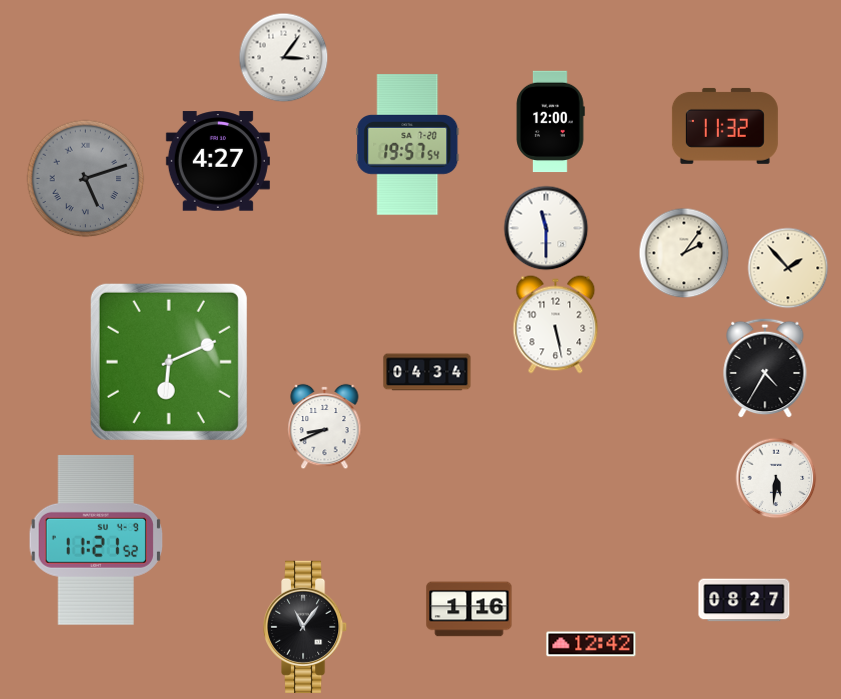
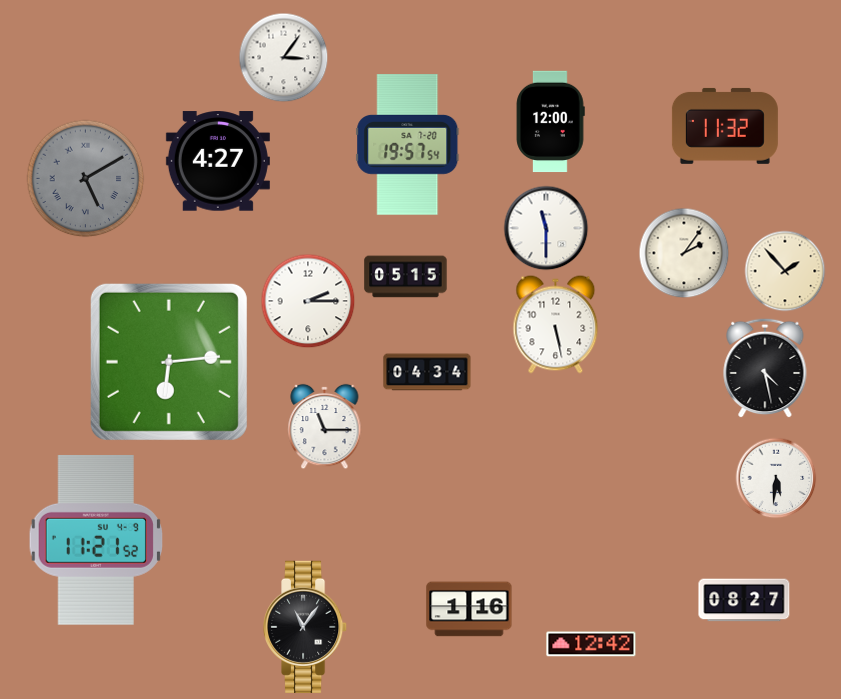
clock at (86, 179): 5:12 -> 5:10
clock at (788, 268) position: (788, 268) -> (785, 271)
clock at (406, 277): none -> 05:15
clock at (308, 301): none -> 2:15
clock at (169, 362): 6:11 -> 6:14
clock at (765, 368): 4:35 -> 4:28
clock at (325, 427): 8:41 -> 11:15
